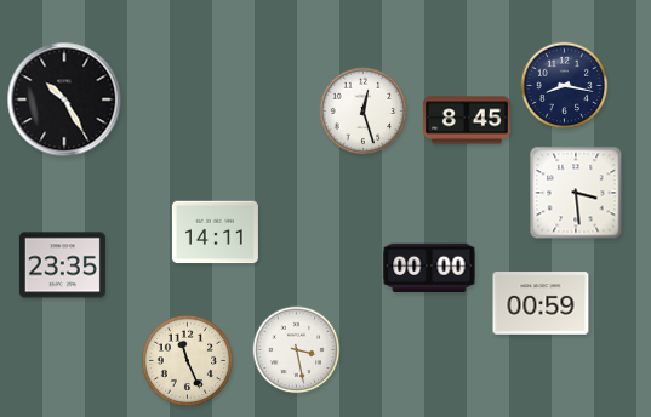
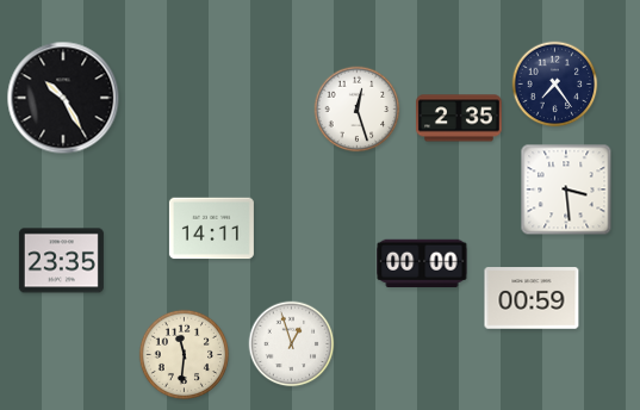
clock at (565, 86): 8:17 -> 7:24
clock at (467, 120): 8:45 -> 2:35
clock at (297, 350): 3:28 -> 12:57
clock at (187, 360): 11:26 -> 11:31
